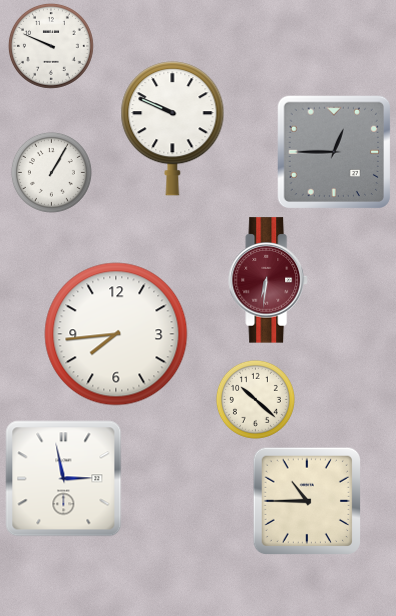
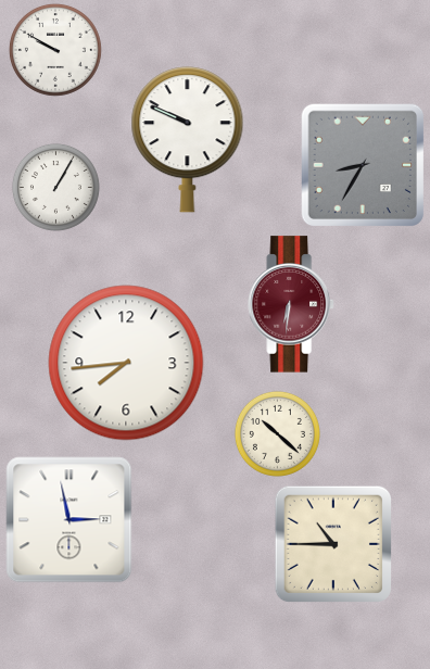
clock at (51, 46): 9:49 -> 9:50
clock at (333, 151): 12:45 -> 8:35
